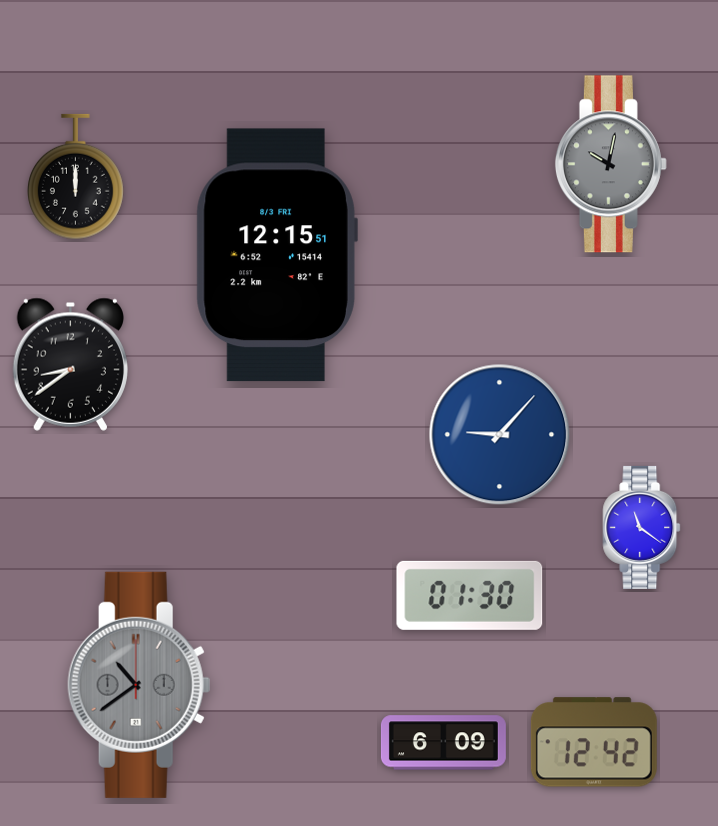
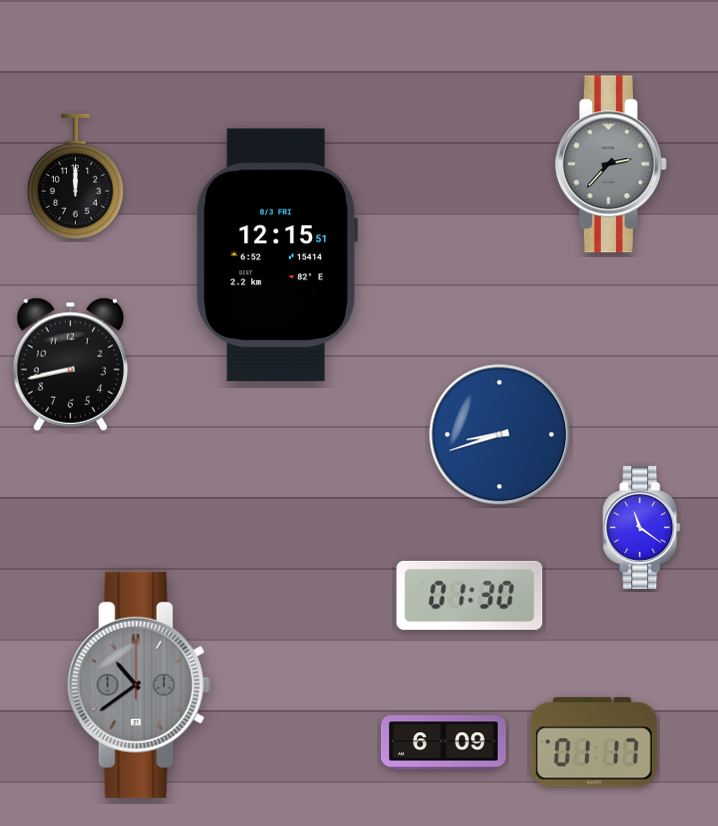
clock at (611, 164): 10:02 -> 2:37
clock at (70, 364): 8:39 -> 8:43
clock at (500, 435): 9:07 -> 8:42
clock at (594, 742): 12:42 -> 01:17
